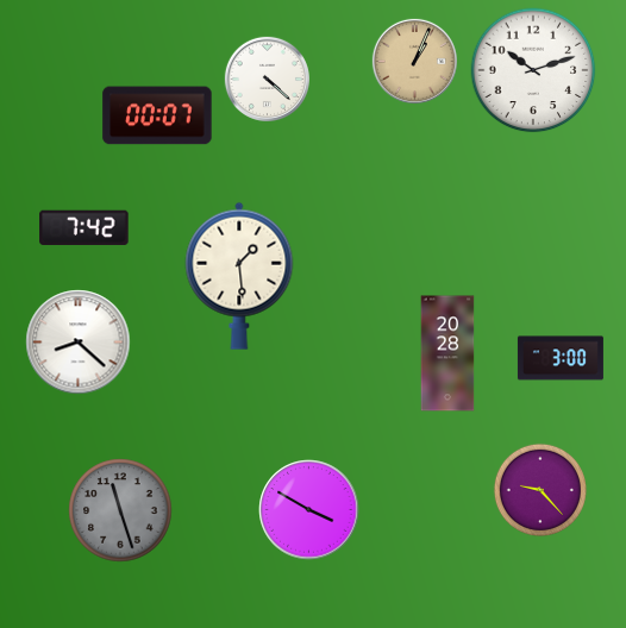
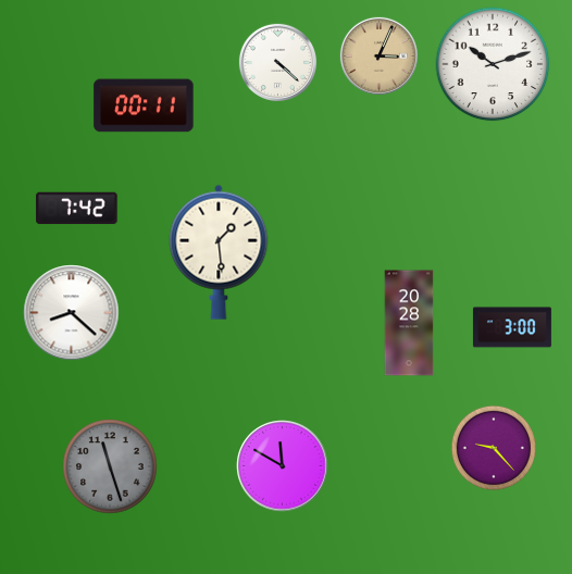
clock at (414, 61): 1:04 -> 3:04
clock at (533, 70) position: (533, 70) -> (493, 64)
clock at (267, 78) position: (267, 78) -> (277, 62)
clock at (157, 115): 00:07 -> 00:11
clock at (309, 510): 3:50 -> 11:50
